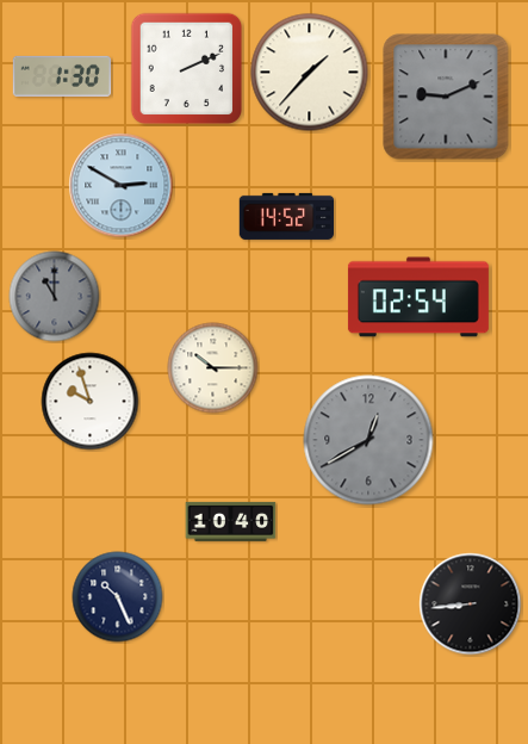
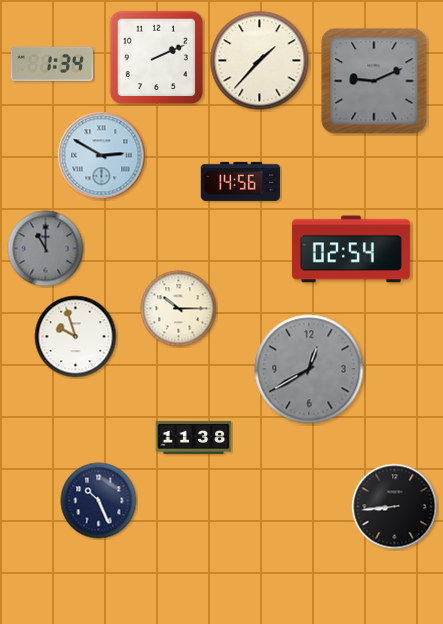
clock at (62, 76): 1:30 -> 1:34
clock at (287, 216): 14:52 -> 14:56
clock at (231, 521): 10:40 -> 11:38
